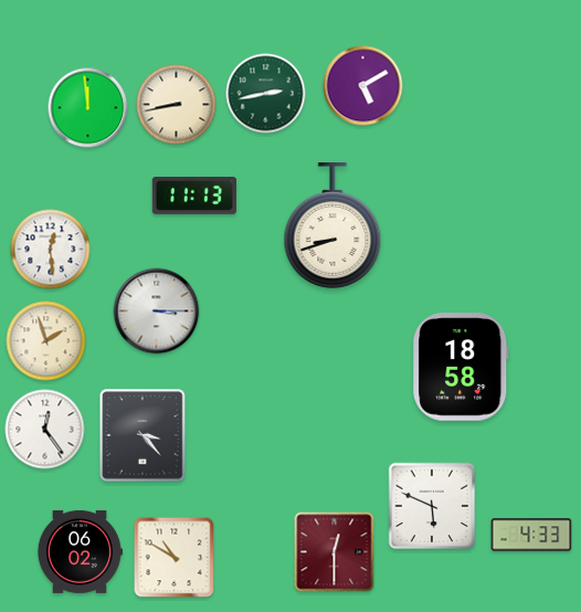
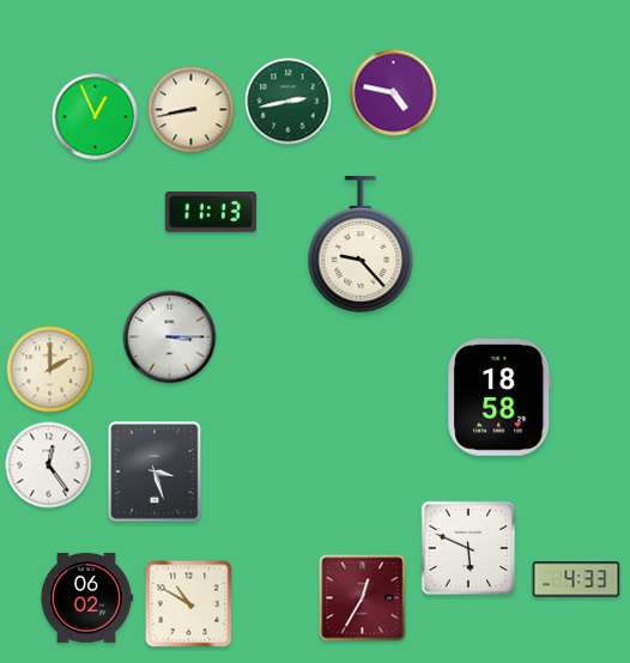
clock at (363, 86): 5:10 -> 4:47
clock at (177, 105) position: (177, 105) -> (192, 110)
clock at (88, 108): 11:59 -> 12:56
clock at (332, 226): 8:42 -> 9:23
clock at (51, 250): 12:29 -> none
clock at (46, 341): 1:57 -> 2:00
clock at (142, 435): 3:23 -> 3:27
clock at (335, 552): 12:30 -> 12:35
